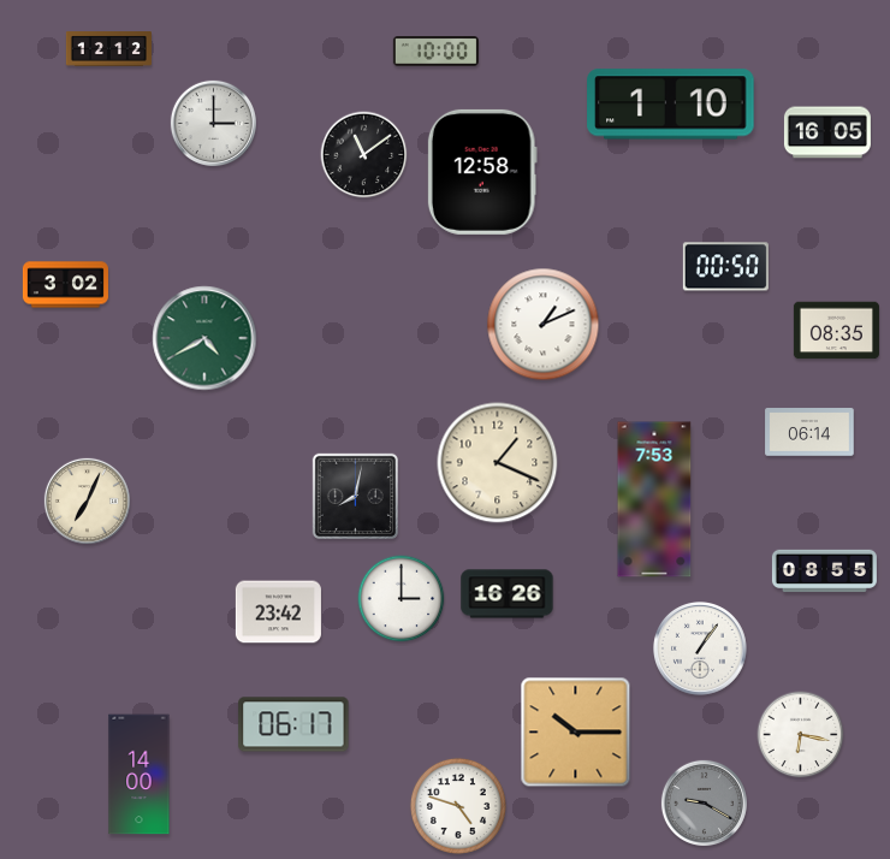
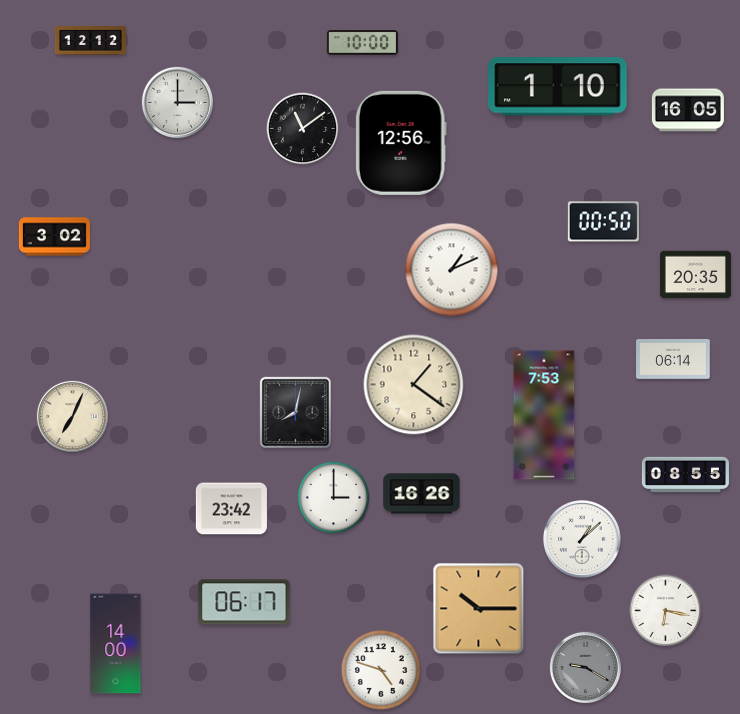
clock at (482, 172): 12:58 -> 12:56
clock at (836, 331): 08:35 -> 20:35
clock at (204, 338): 4:40 -> none
clock at (498, 463): 1:19 -> 1:21
clock at (701, 650): 1:06 -> 1:08
